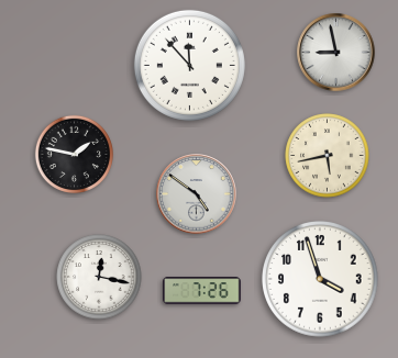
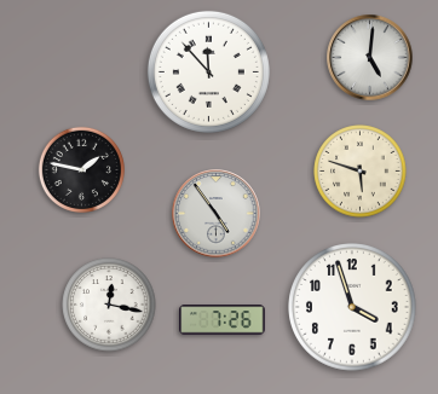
clock at (336, 53): 8:58 -> 5:01
clock at (328, 156): 5:43 -> 5:48
clock at (197, 194): 4:51 -> 4:54
